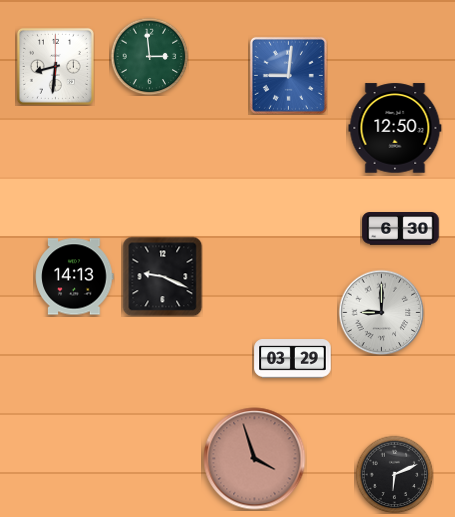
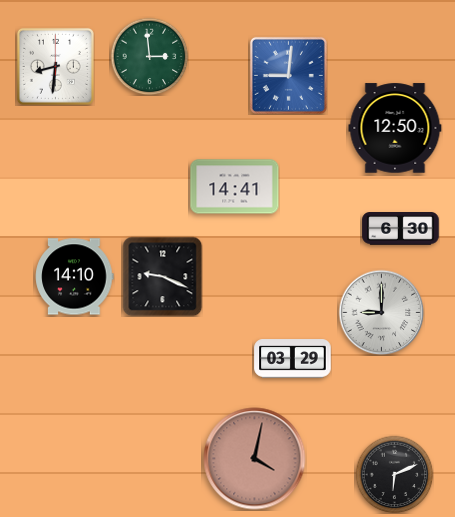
clock at (235, 187): none -> 14:41
clock at (75, 277): 14:13 -> 14:10
clock at (255, 459): 3:57 -> 4:02
